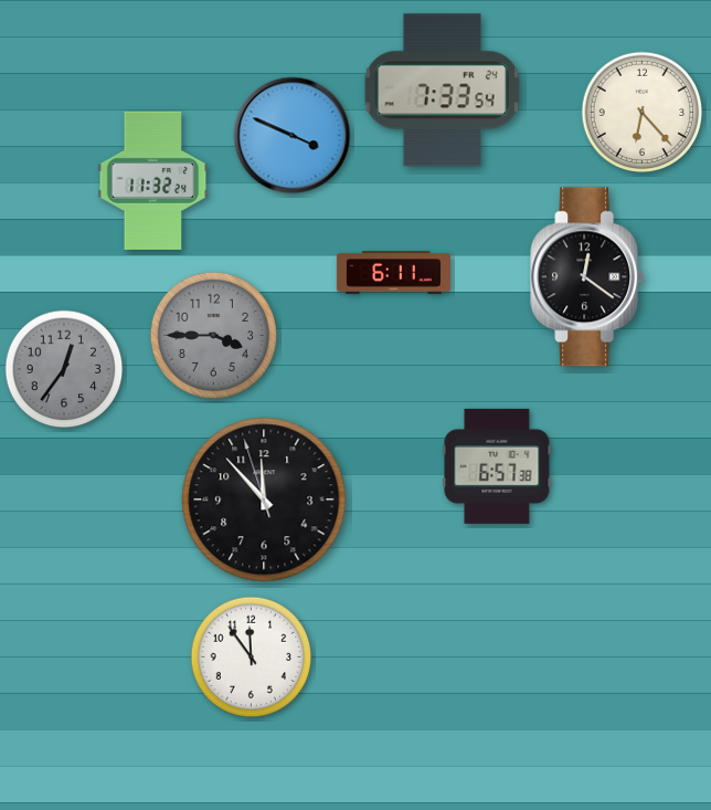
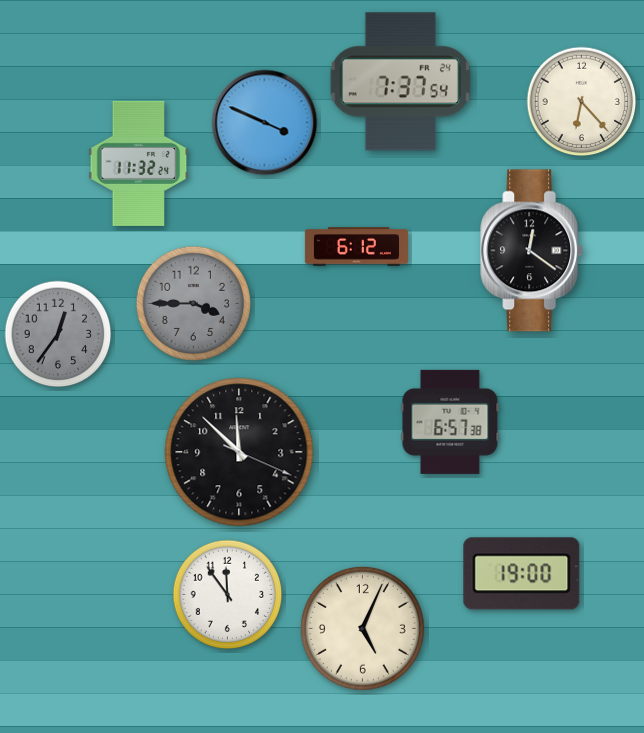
clock at (442, 91): 7:33 -> 7:37
clock at (393, 273): 6:11 -> 6:12
clock at (264, 499): 11:52:57 -> 11:52:19
clock at (522, 574): none -> 19:00
clock at (362, 628): none -> 5:04
